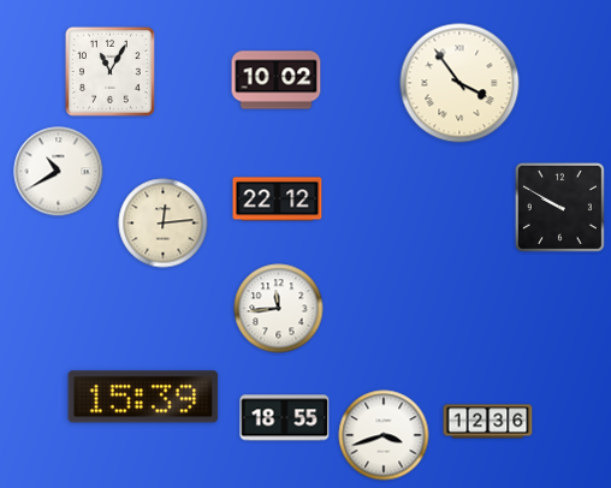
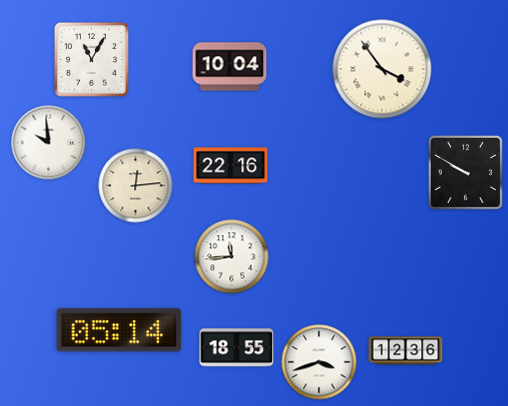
clock at (277, 81): 10:02 -> 10:04
clock at (59, 172): 10:40 -> 9:59
clock at (278, 200): 22:12 -> 22:16
clock at (143, 397): 15:39 -> 05:14
